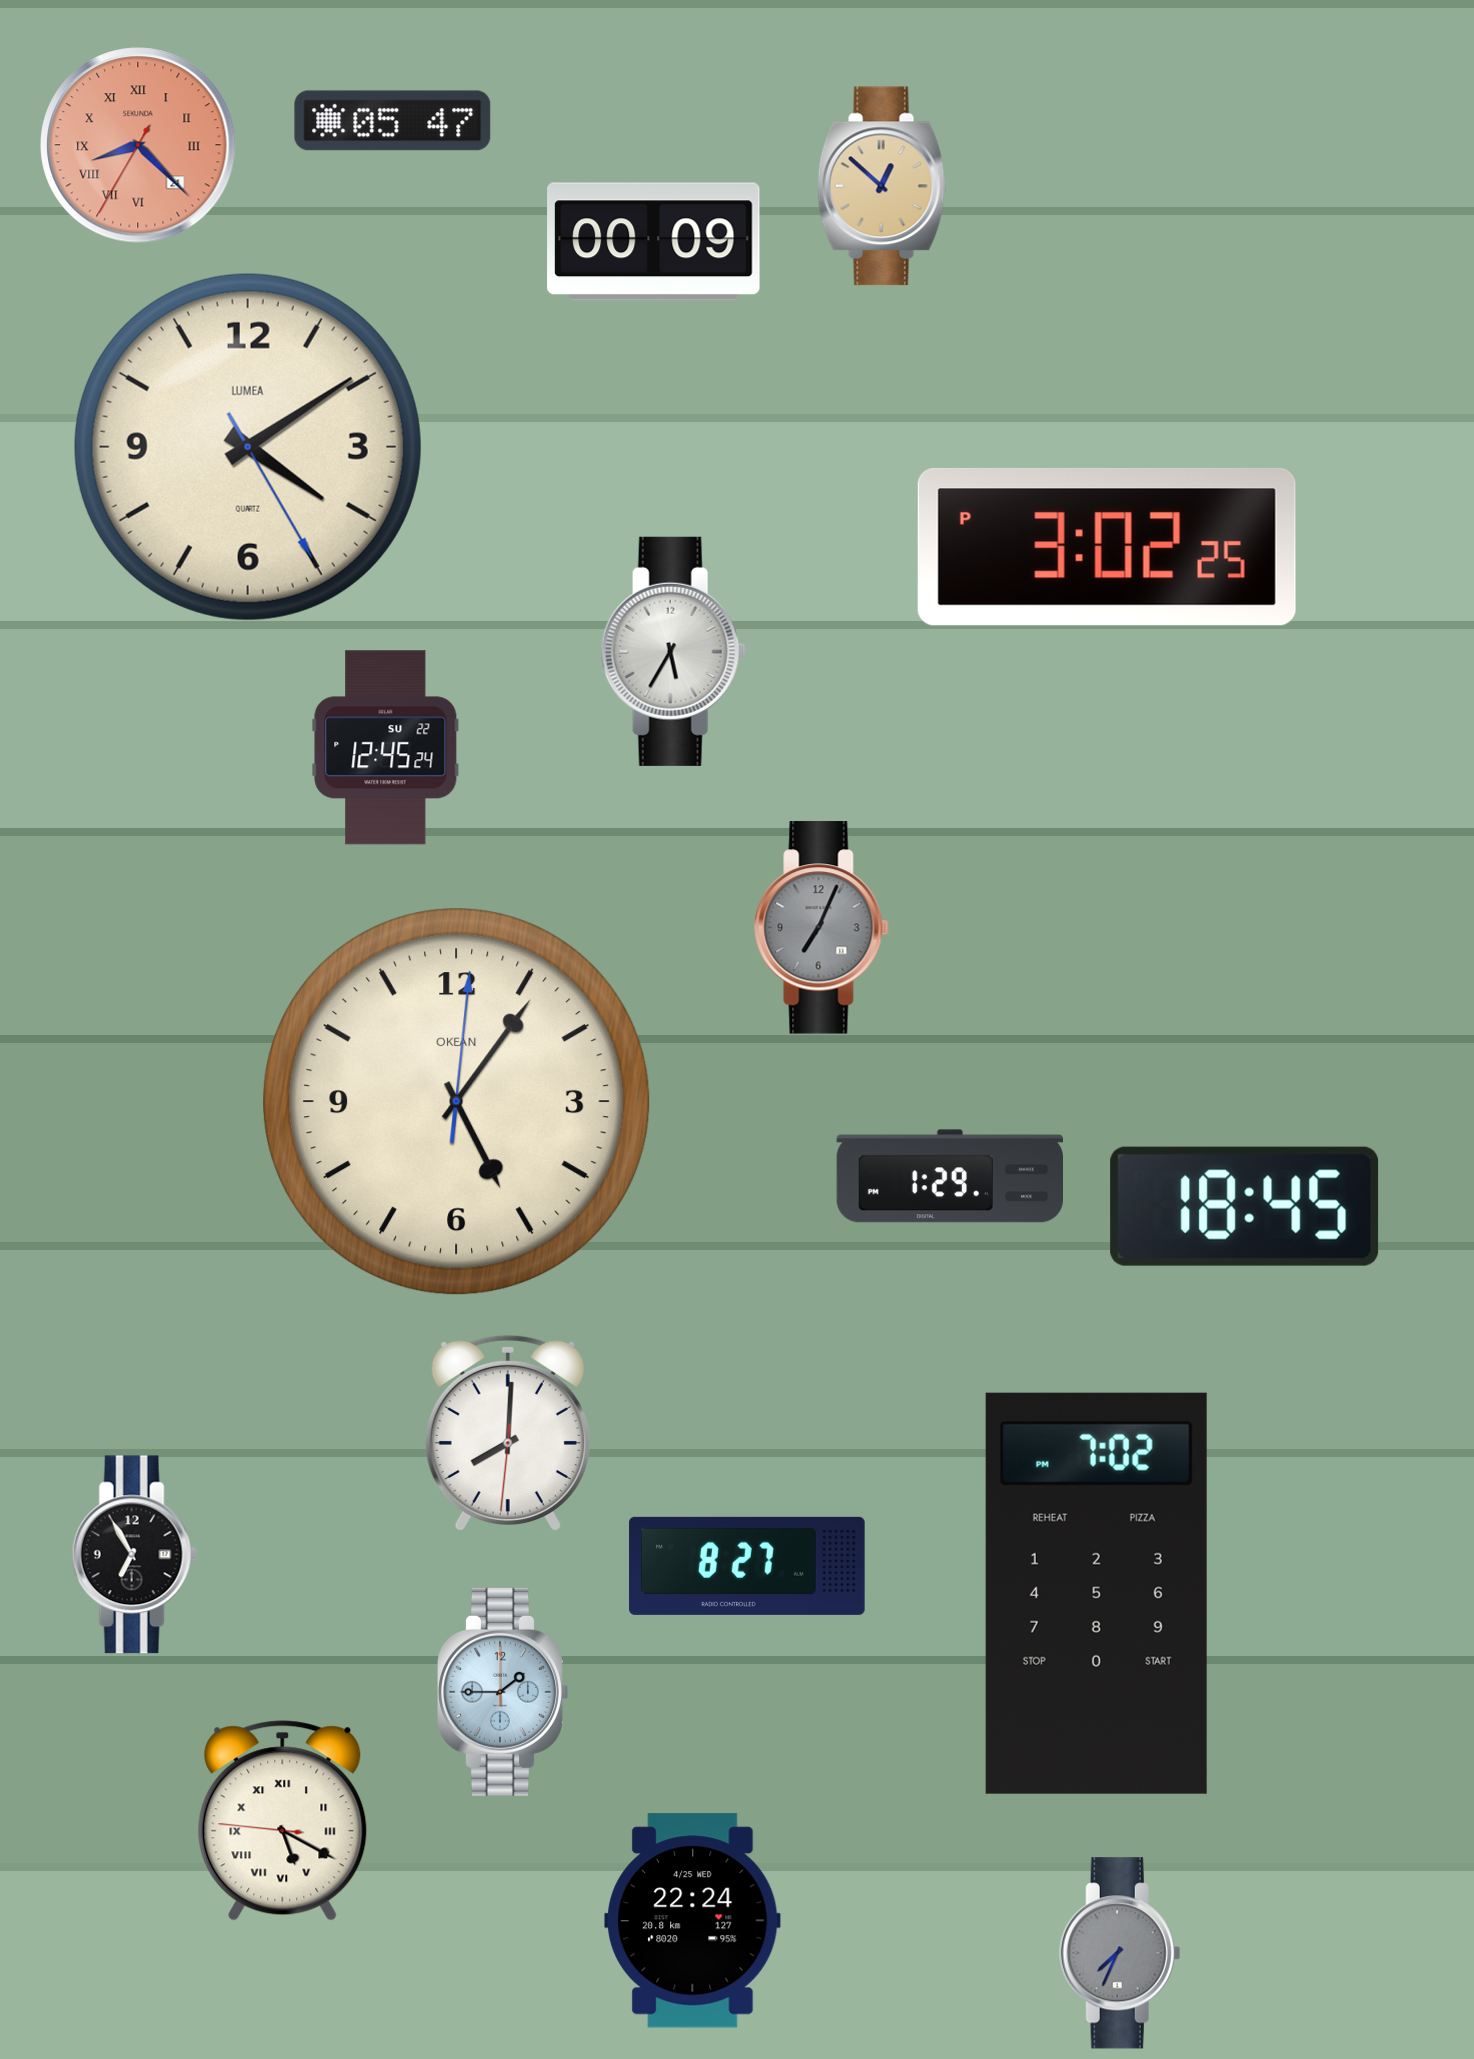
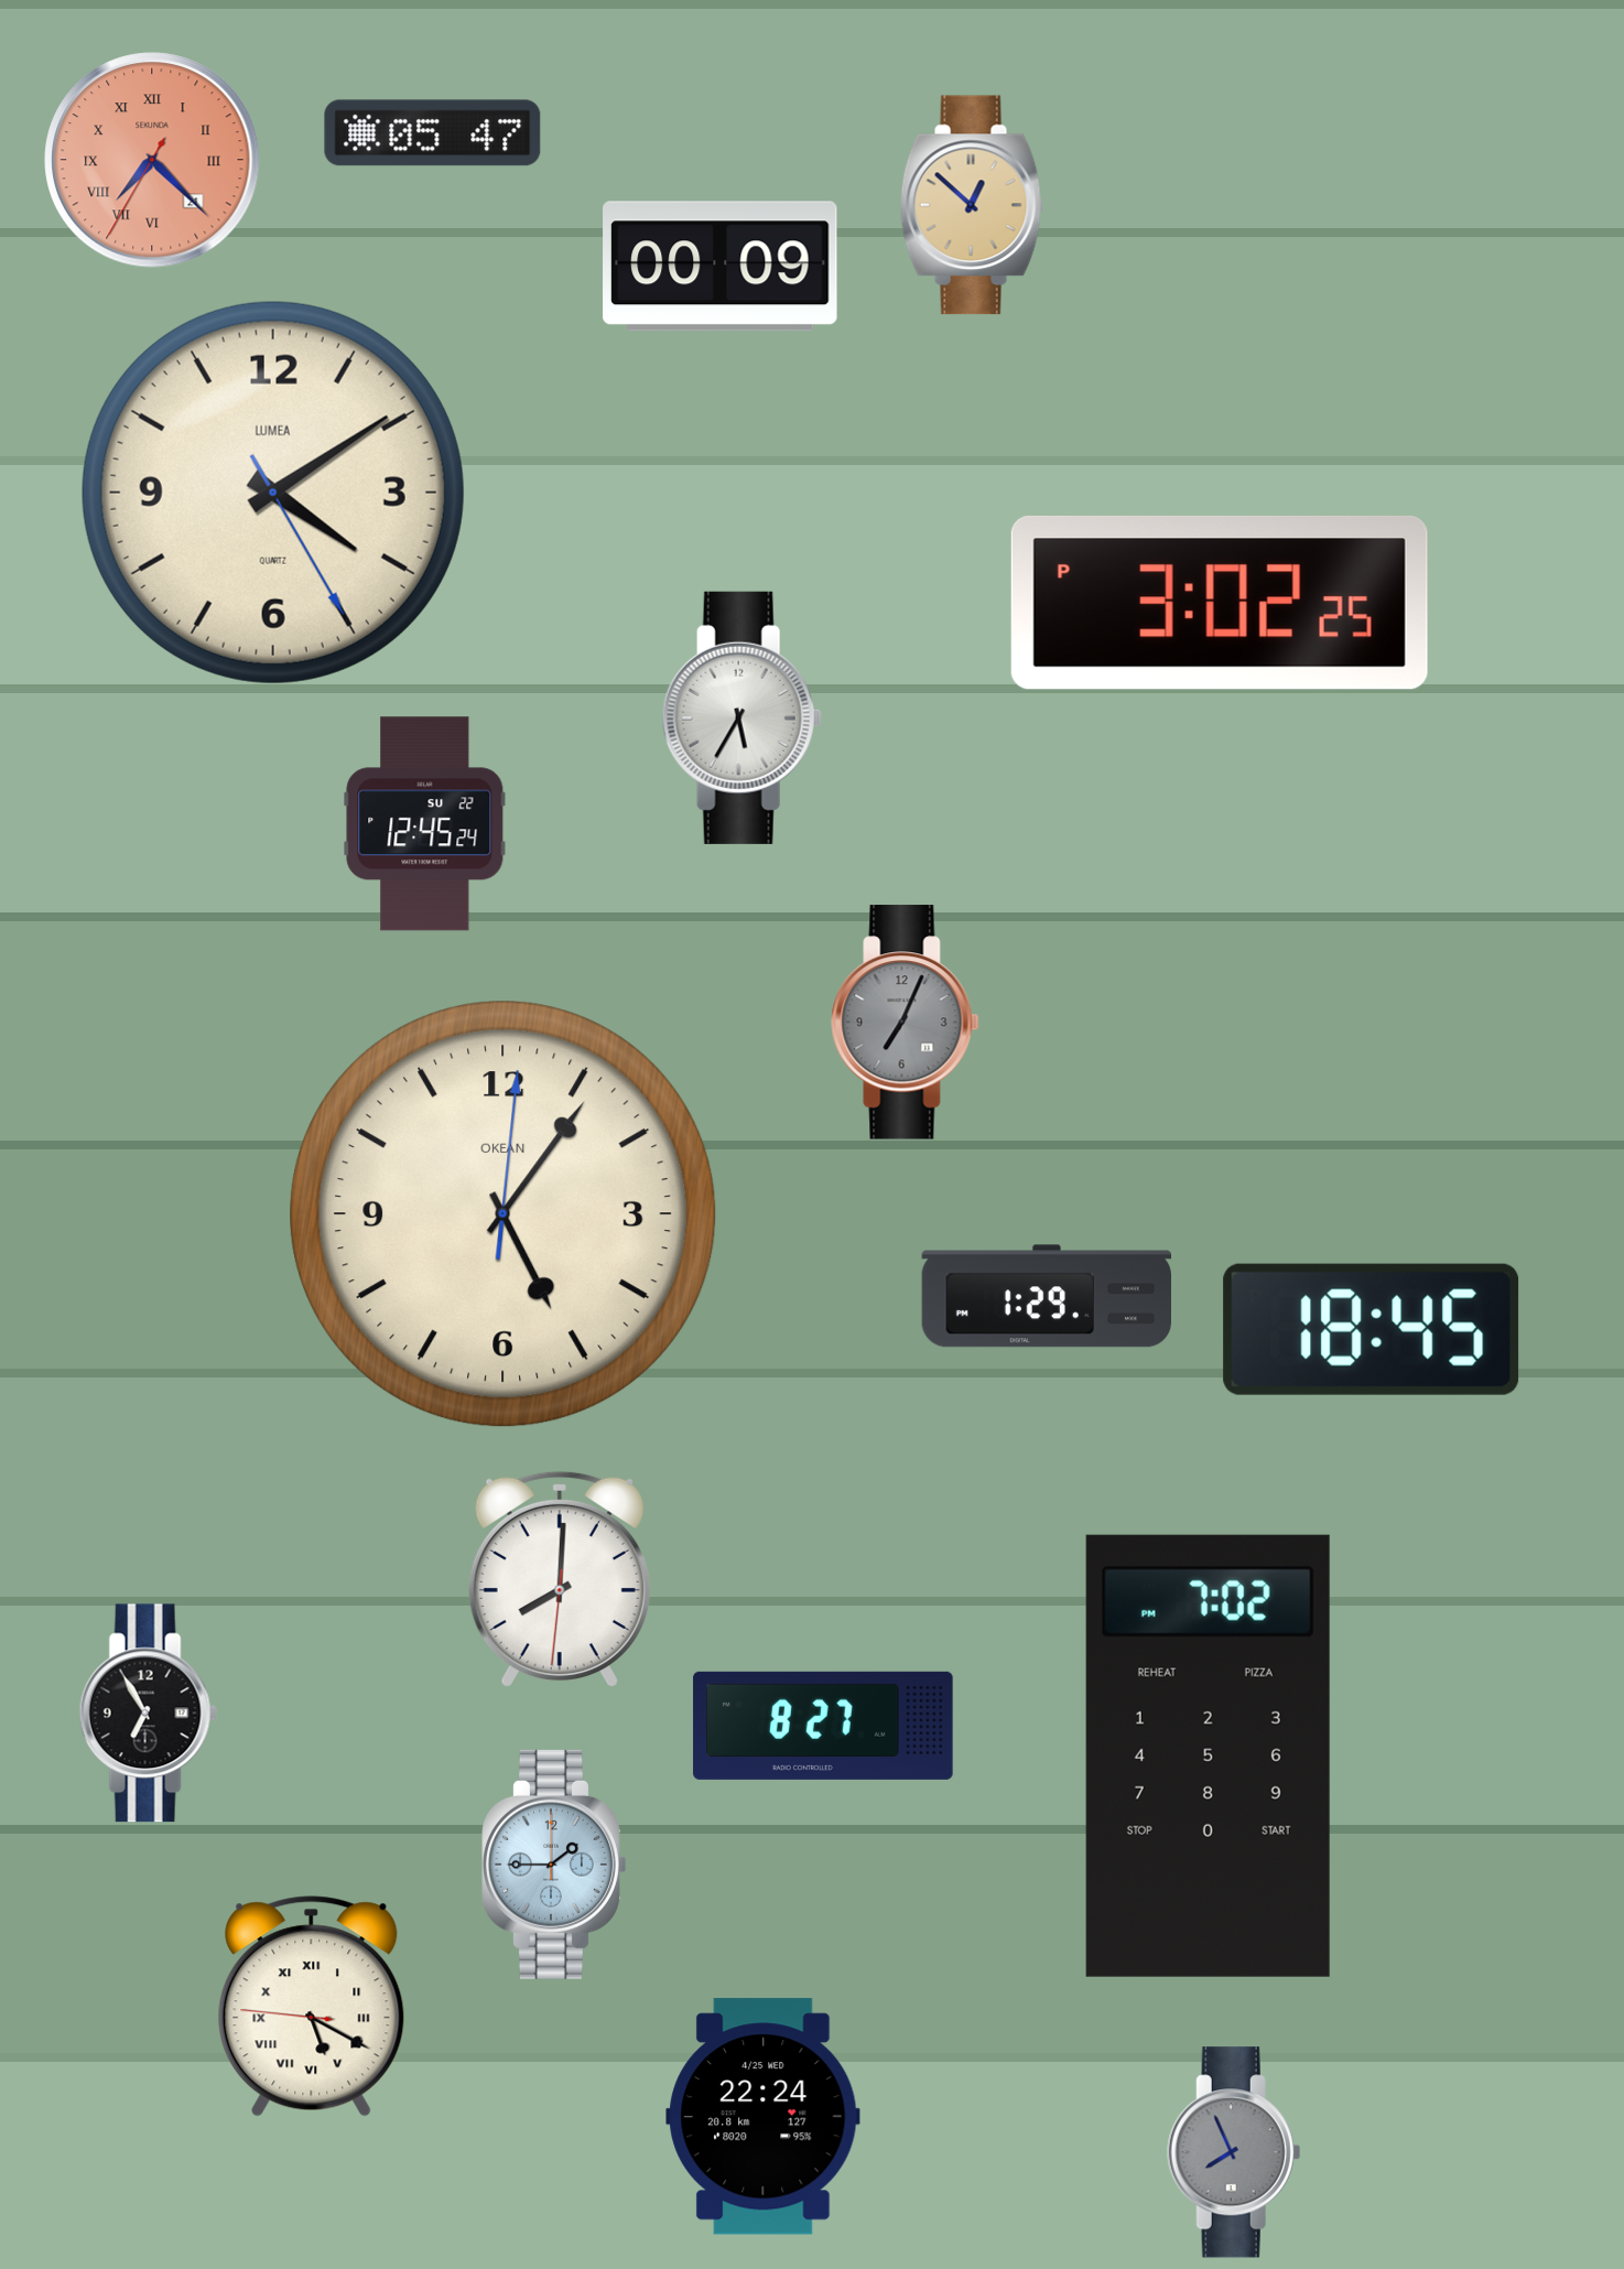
clock at (138, 145): 8:22 -> 7:22
clock at (1120, 1953): 7:34 -> 7:56
